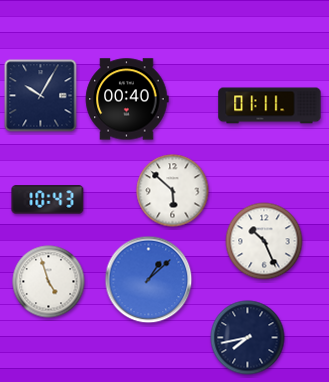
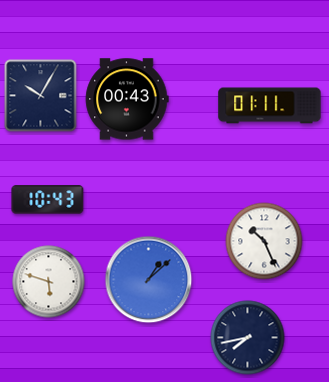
clock at (127, 99): 00:40 -> 00:43
clock at (173, 191): 5:52 -> none
clock at (49, 282): 4:57 -> 5:48
